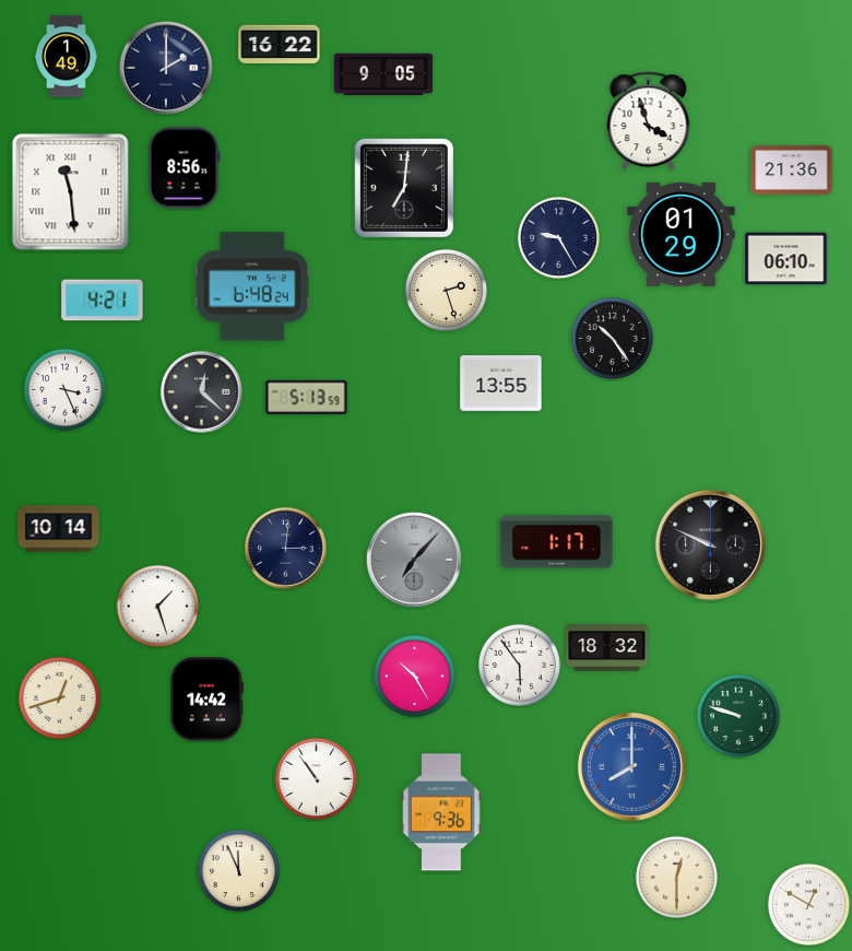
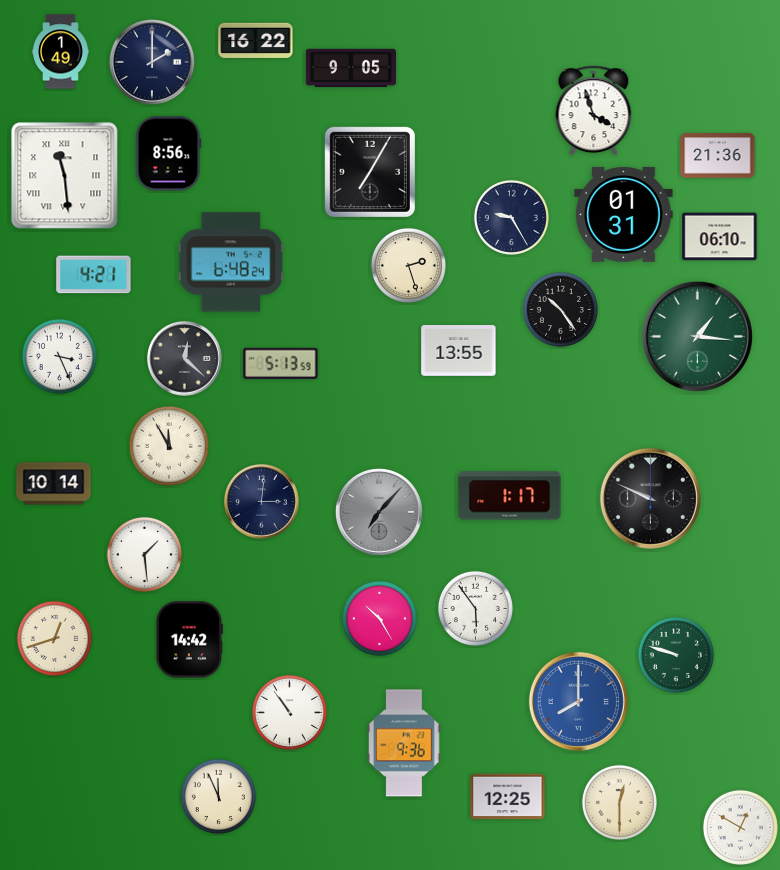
clock at (792, 171) position: (792, 171) -> (718, 156)
clock at (404, 188): 7:01 -> 7:05
clock at (682, 234): 01:29 -> 01:31
clock at (697, 336): none -> 1:16
clock at (169, 446): none -> 11:55
clock at (157, 606): 1:27 -> 1:29
clock at (607, 648): 18:32 -> none
clock at (508, 797): none -> 12:25
